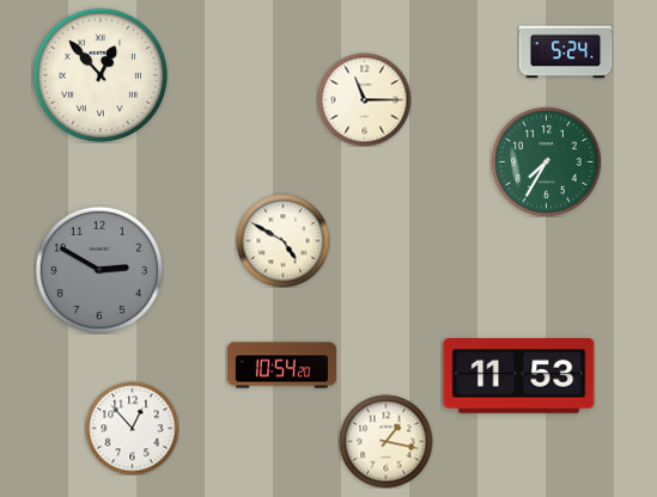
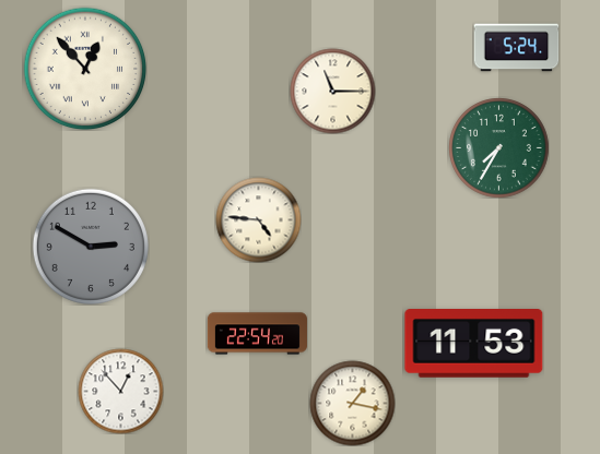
clock at (101, 75) position: (101, 75) -> (85, 69)
clock at (282, 240): 4:50 -> 4:46
clock at (281, 366): 10:54 -> 22:54
